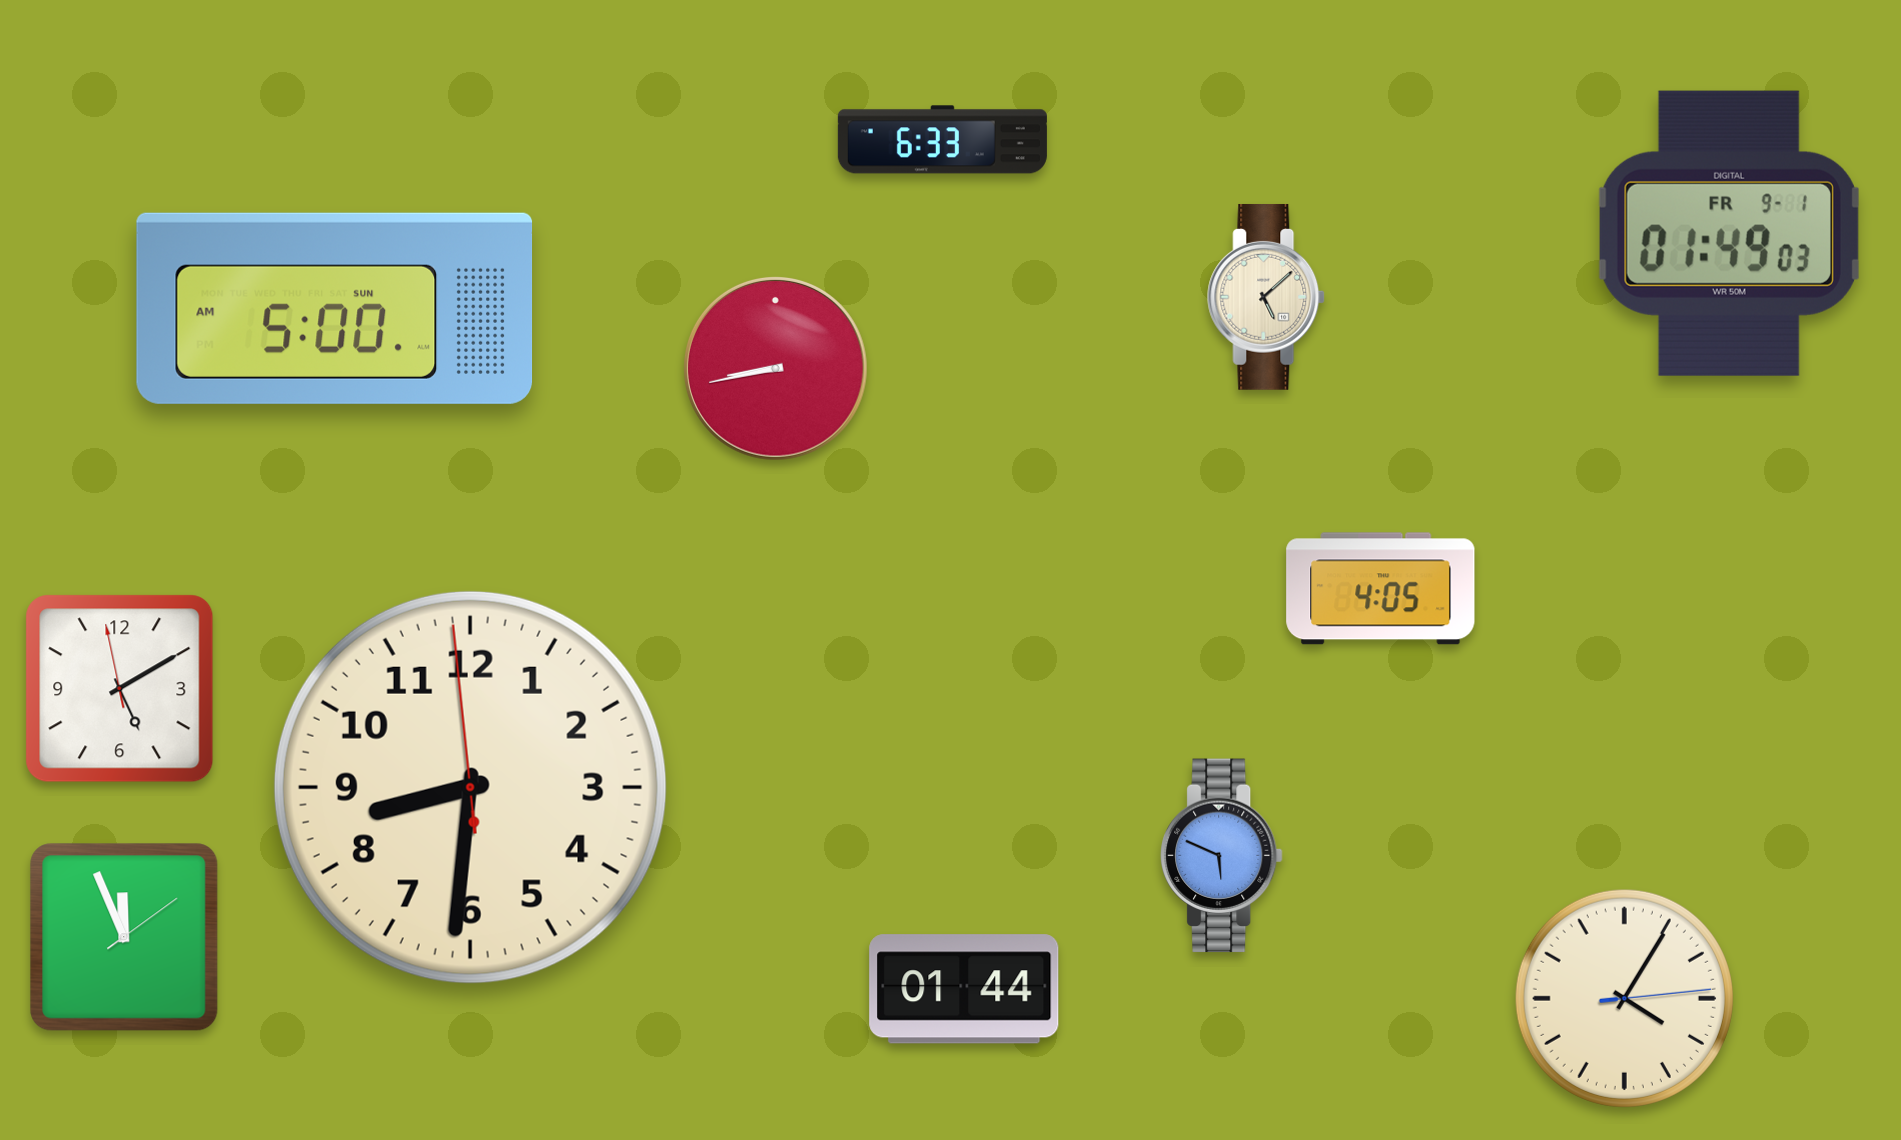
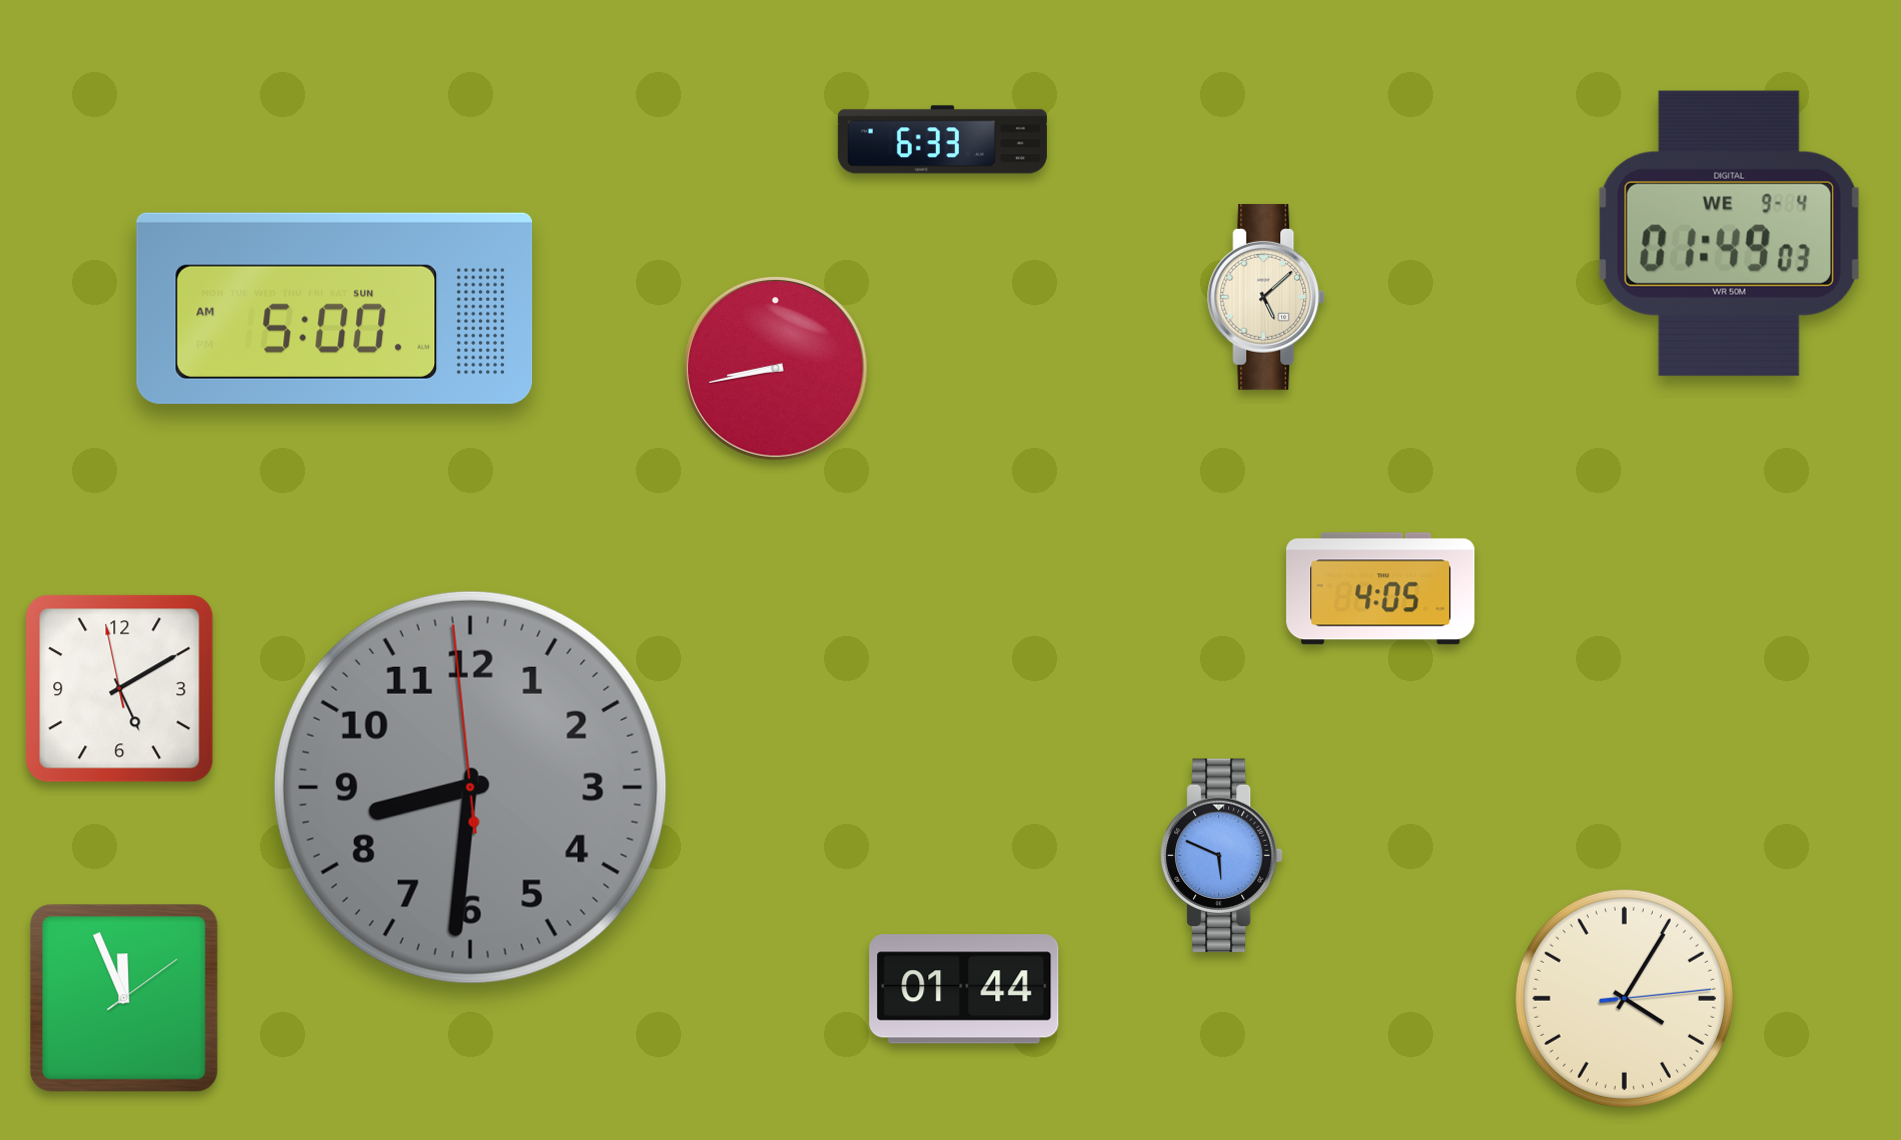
clock at (1729, 233) date: FR 9-1 -> WE 9-4
clock at (470, 787) dial: cream -> grey
clock at (124, 937) position: (124, 937) -> (124, 998)
